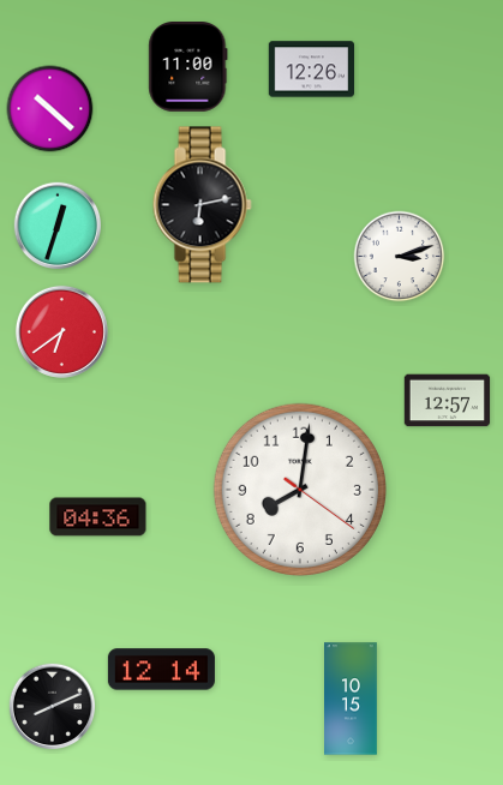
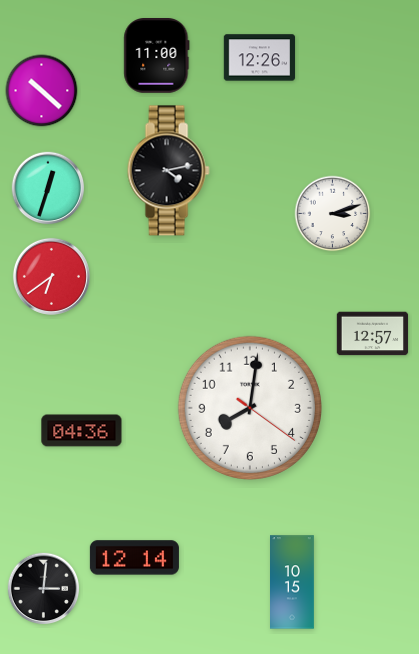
clock at (202, 205): 6:13 -> 4:13
clock at (53, 707): 8:11 -> 3:01
